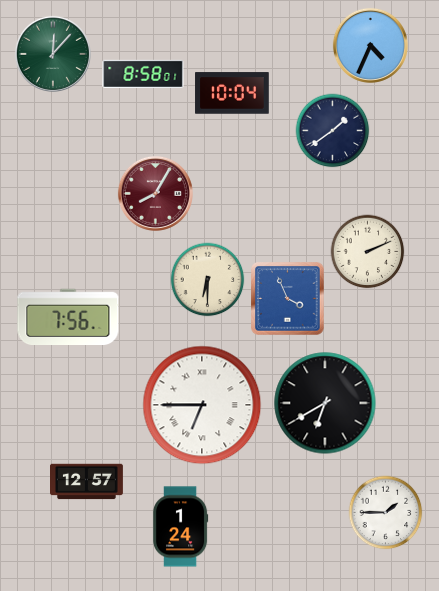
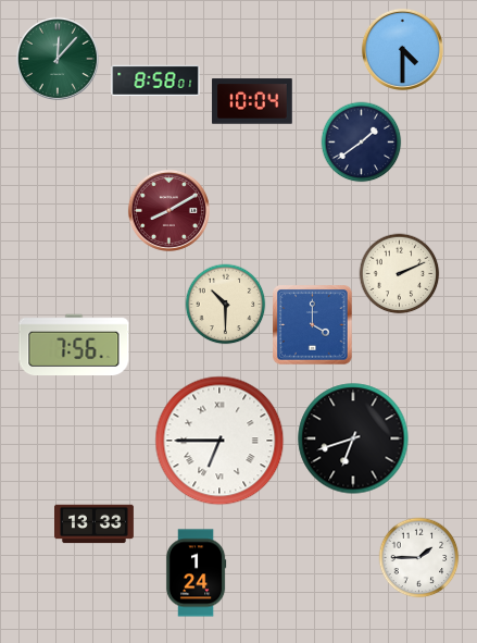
clock at (370, 45): 4:34 -> 4:30
clock at (155, 193): 8:05 -> 8:10
clock at (208, 280): 6:30 -> 10:30
clock at (288, 299): 3:56 -> 4:00
clock at (325, 403): 6:40 -> 6:42
clock at (87, 482): 12:57 -> 13:33
